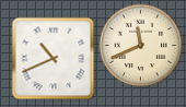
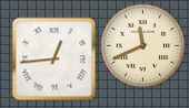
clock at (54, 59): 10:41 -> 12:44
